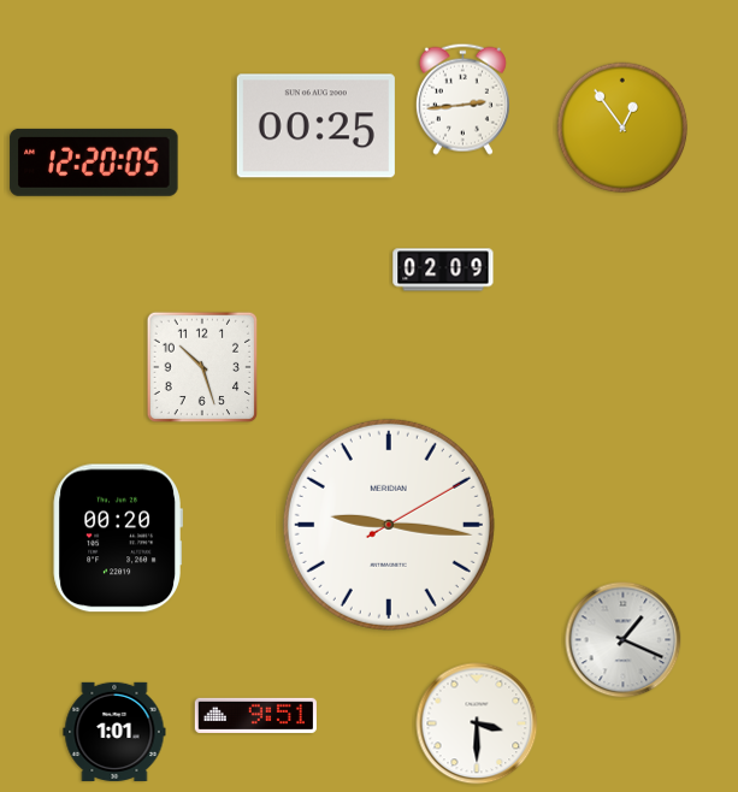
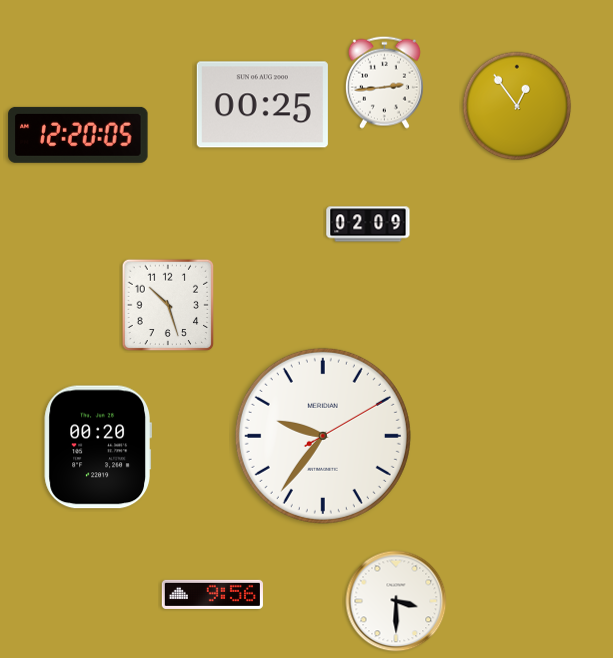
clock at (389, 525): 9:16 -> 9:36
clock at (624, 640): 1:19 -> none
clock at (255, 715): 9:51 -> 9:56
clock at (114, 732): 1:01 -> none
